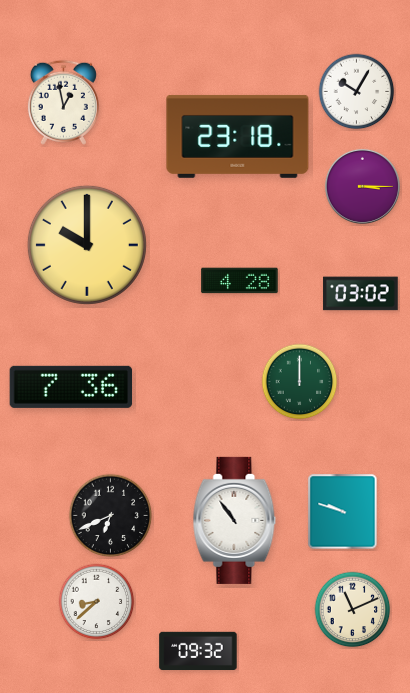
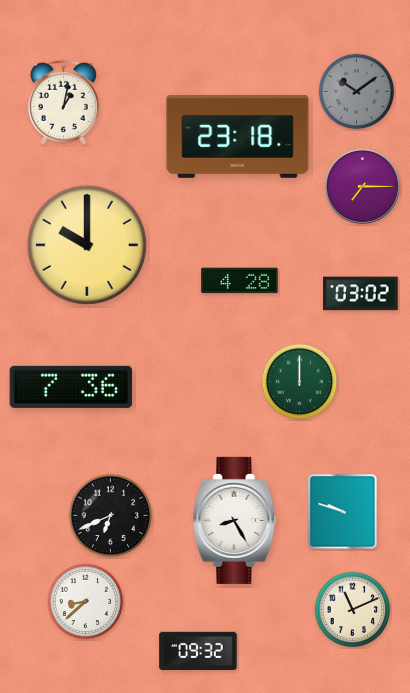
clock at (357, 92): 10:05 -> 10:09
clock at (357, 92) dial: white -> grey
clock at (63, 102): 12:58 -> 1:02
clock at (362, 186): 3:15 -> 7:15
clock at (235, 520): 10:54 -> 8:25
clock at (97, 602) position: (97, 602) -> (86, 602)
